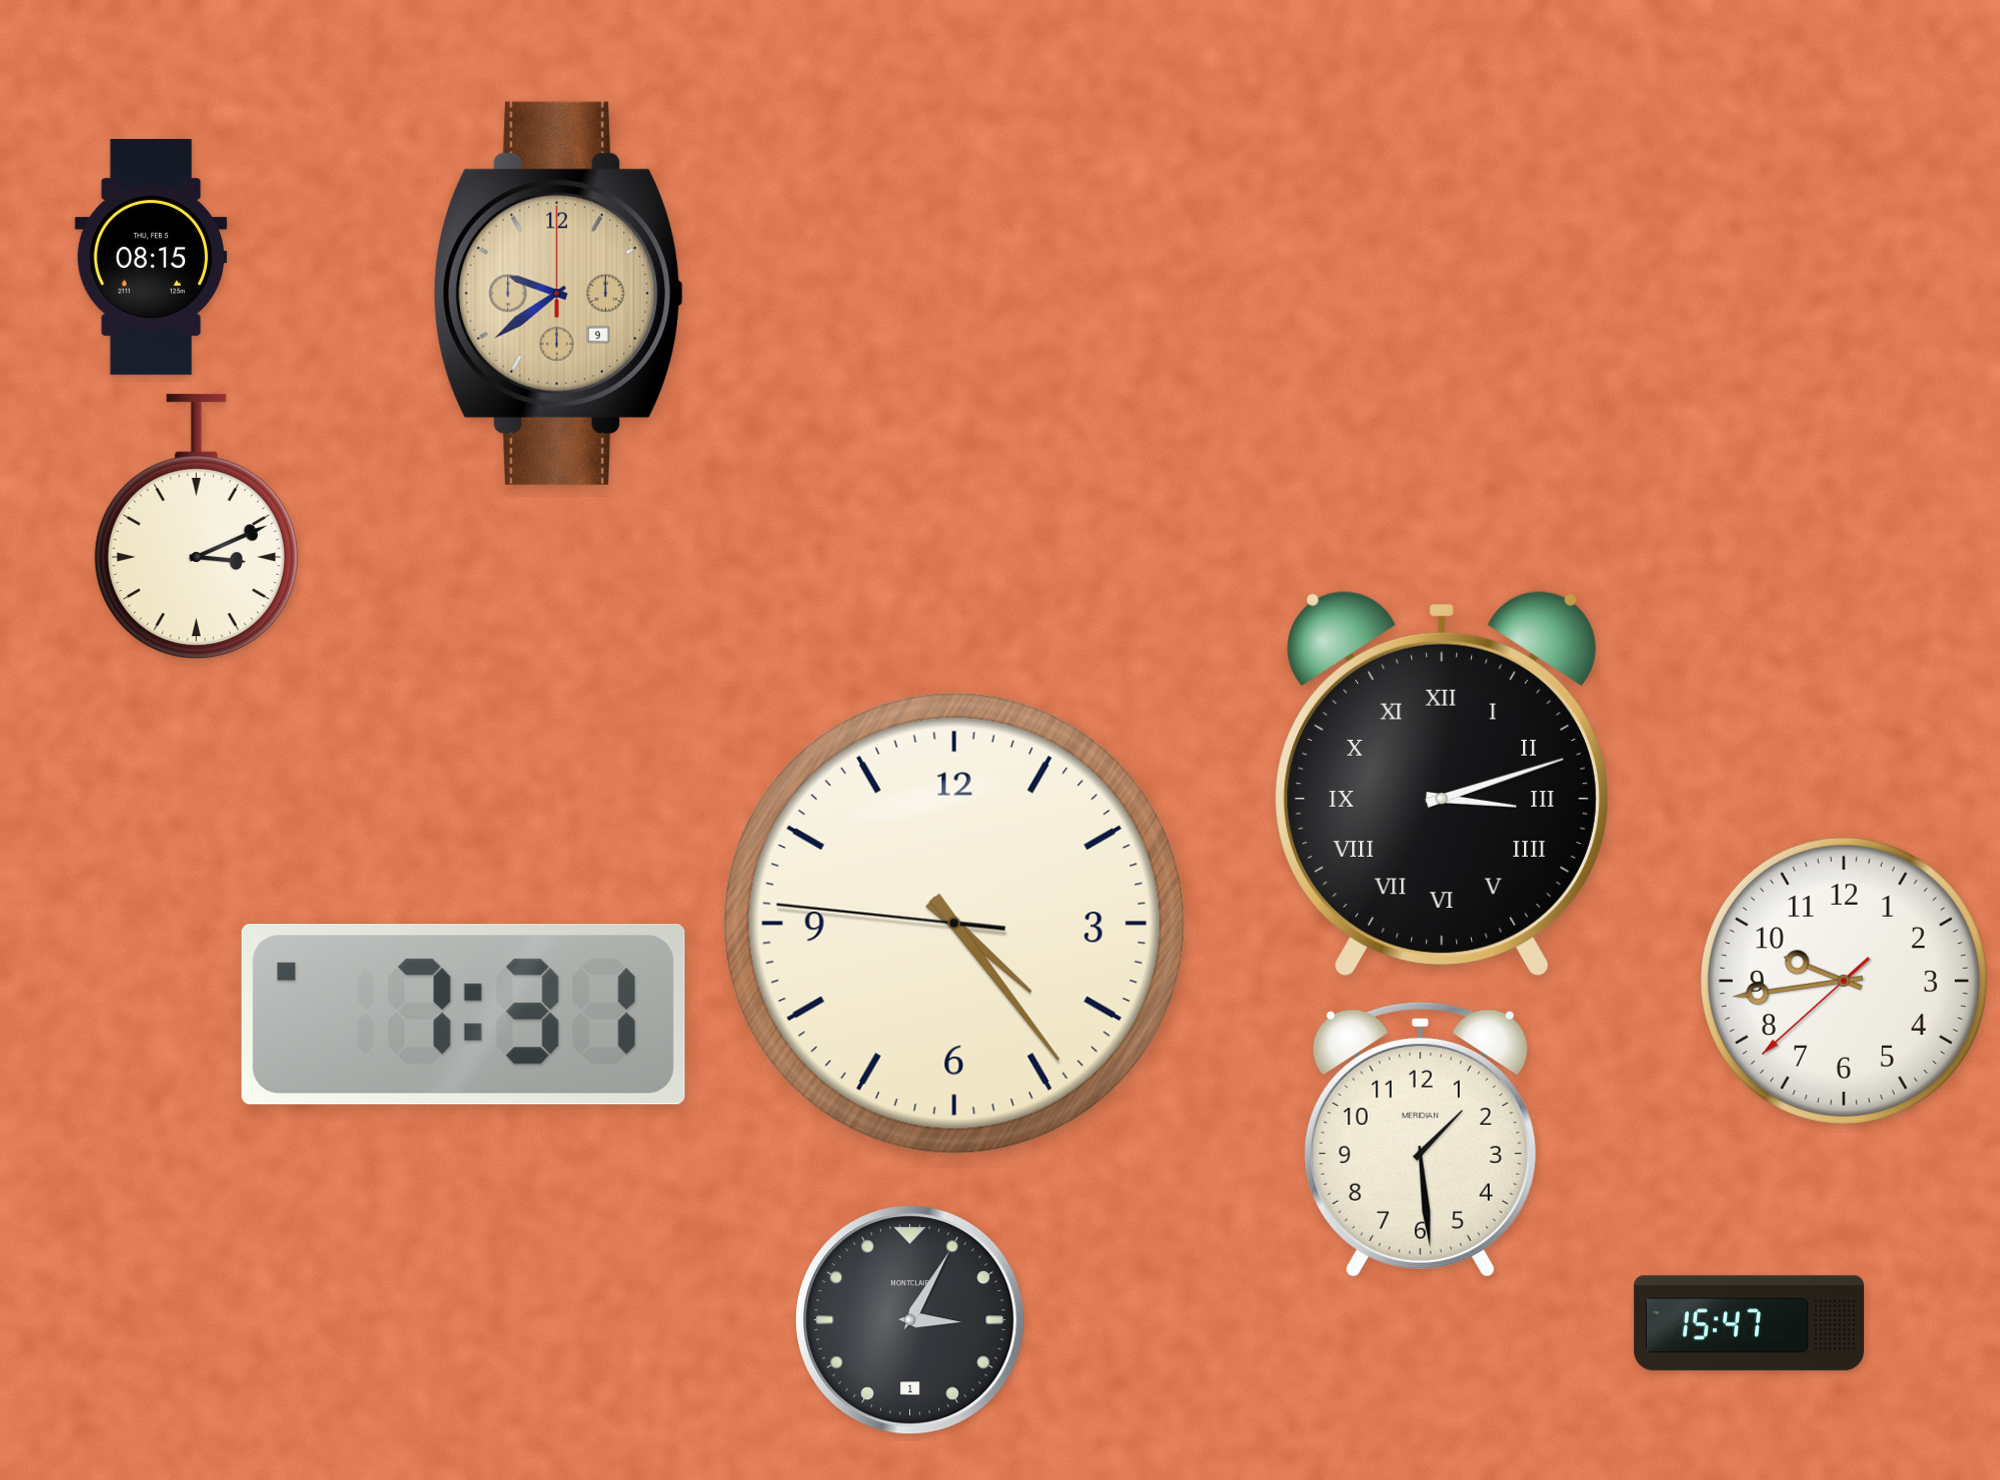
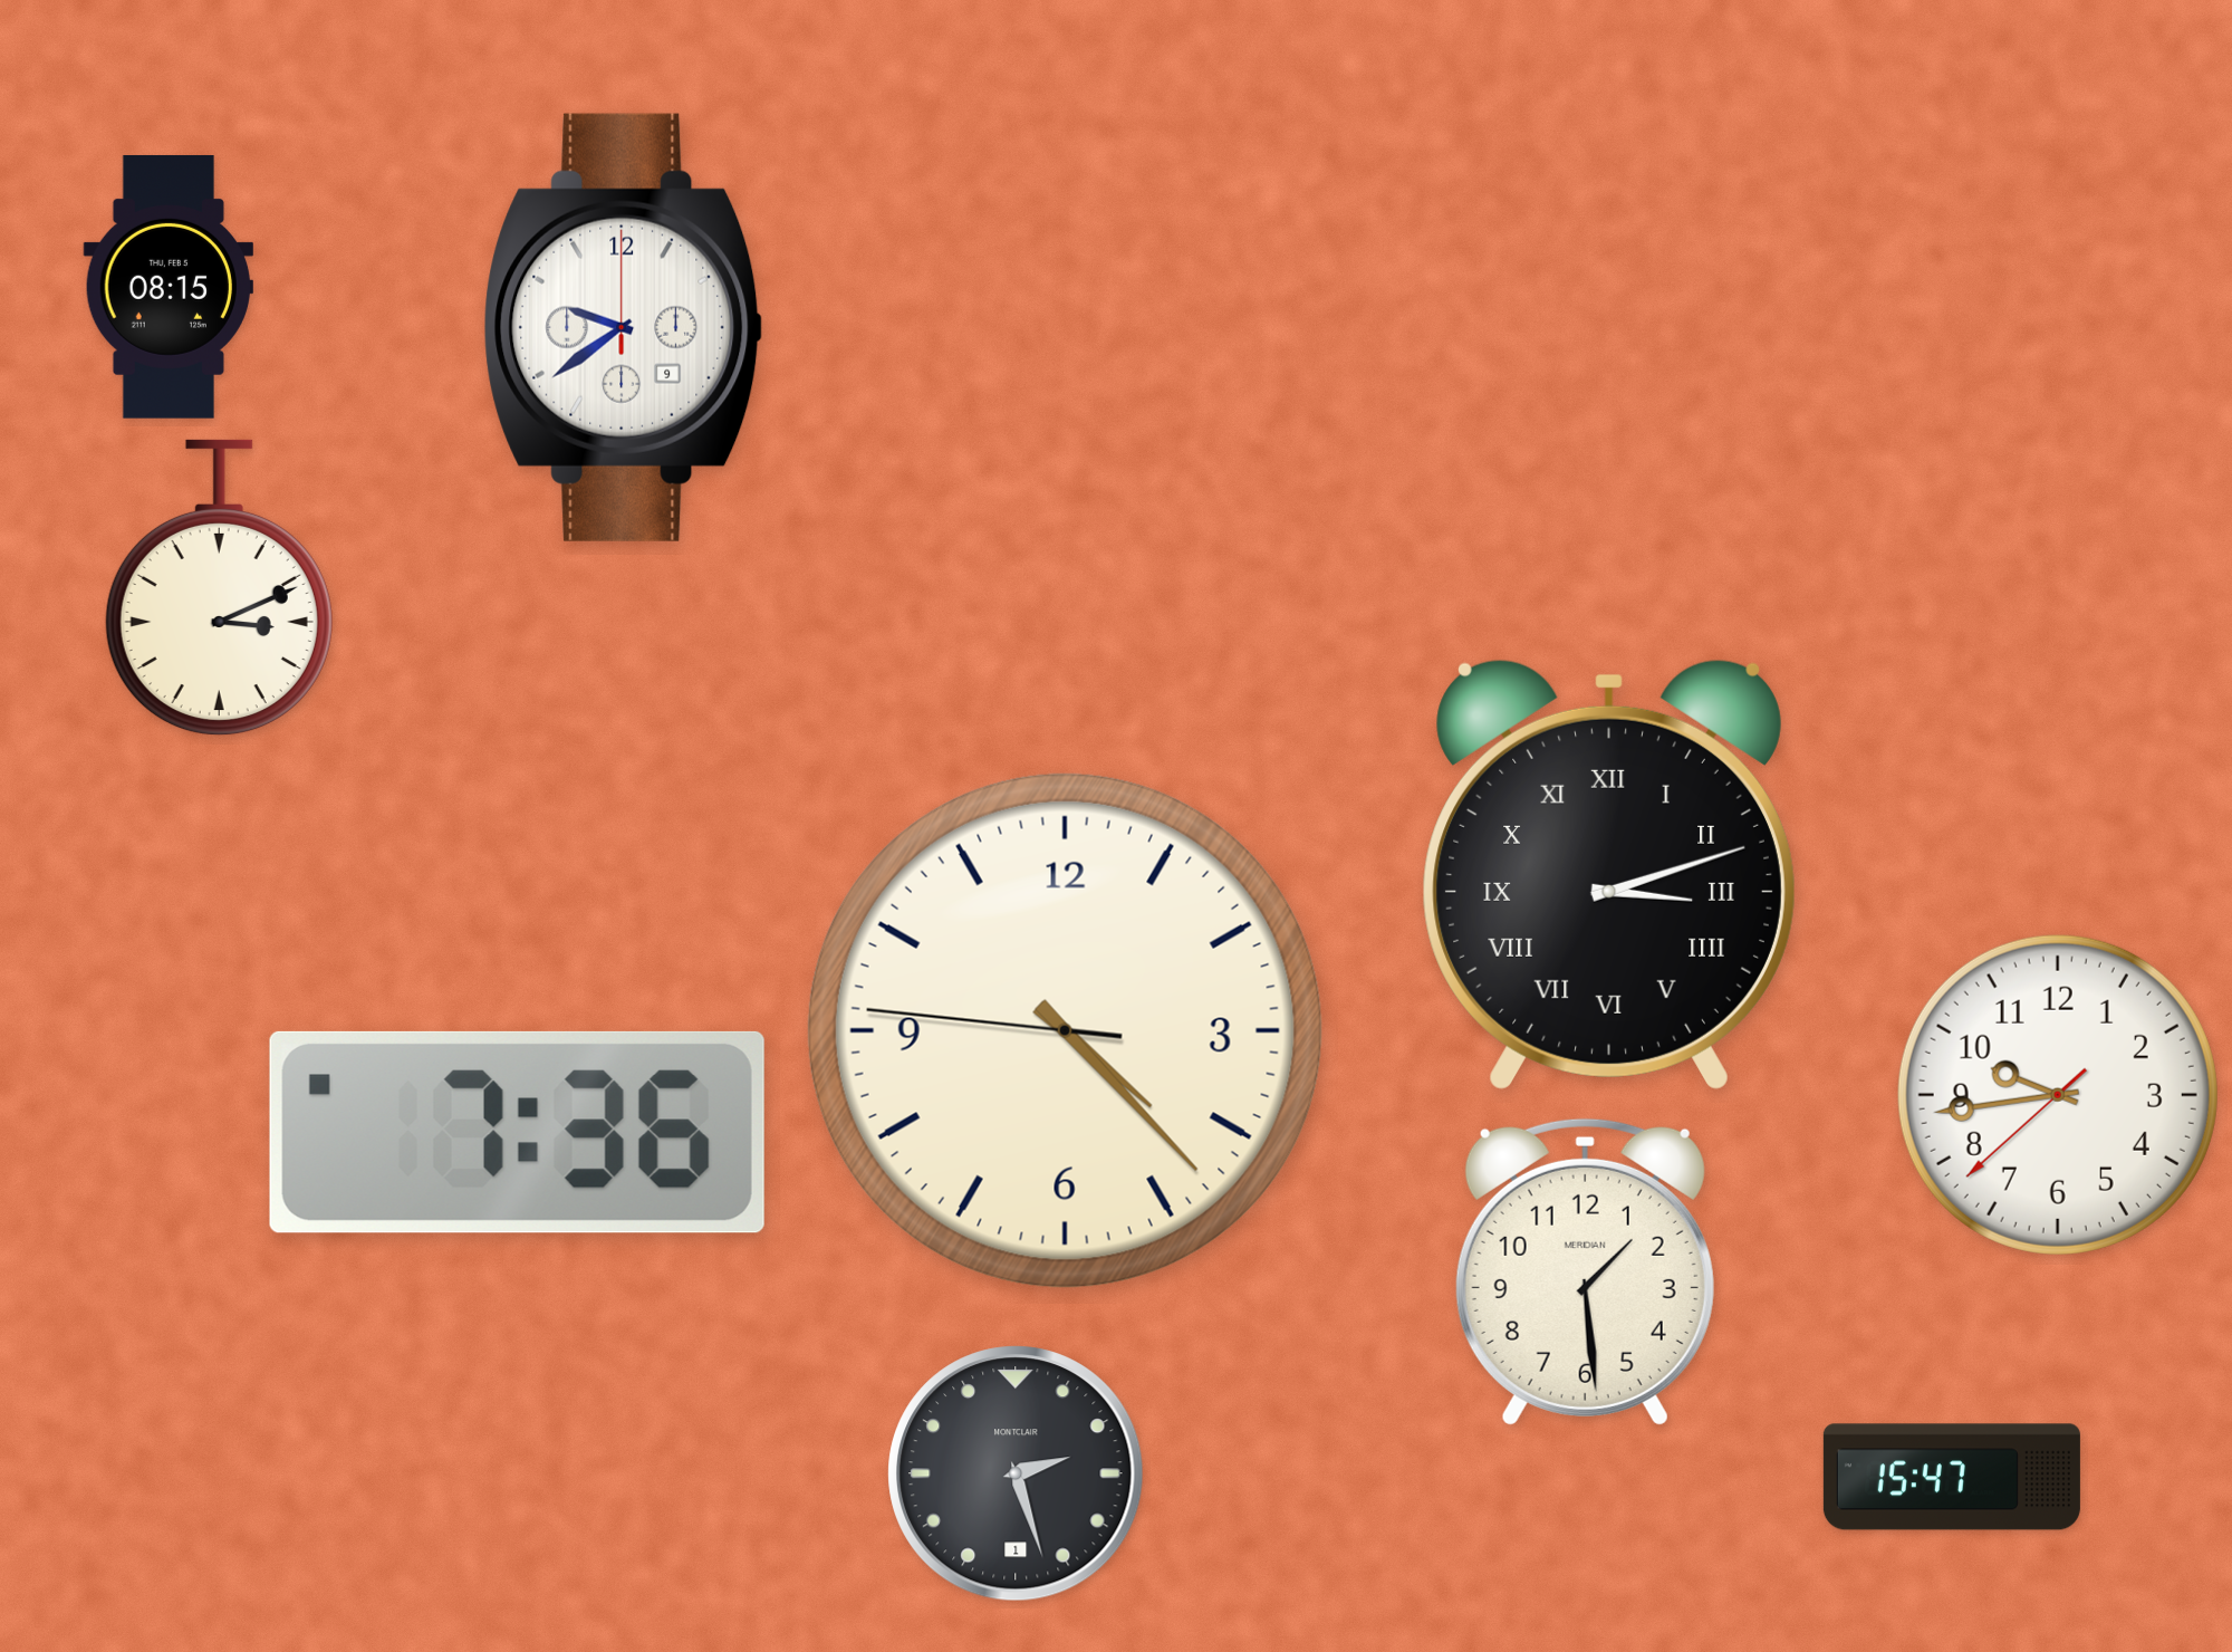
clock at (559, 293) dial: champagne -> white
clock at (954, 923): 4:23 -> 4:22
clock at (463, 1014): 7:31 -> 7:36
clock at (910, 1320): 3:05 -> 2:27
